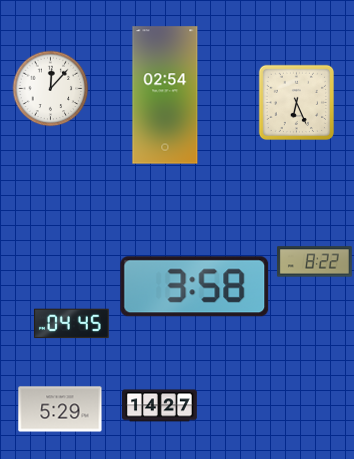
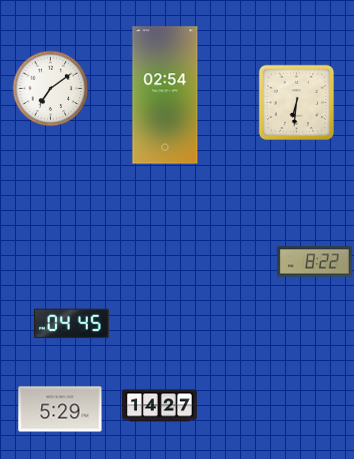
clock at (51, 89): 12:07 -> 7:09
clock at (296, 102): 6:26 -> 6:31
clock at (195, 287): 3:58 -> none
